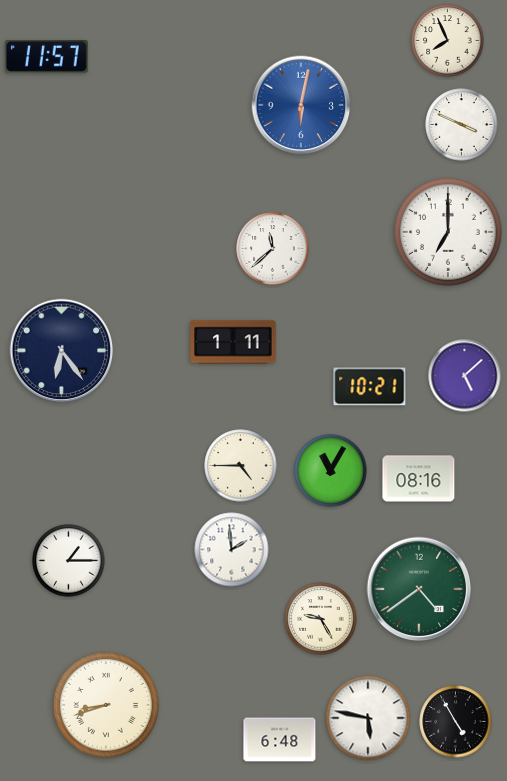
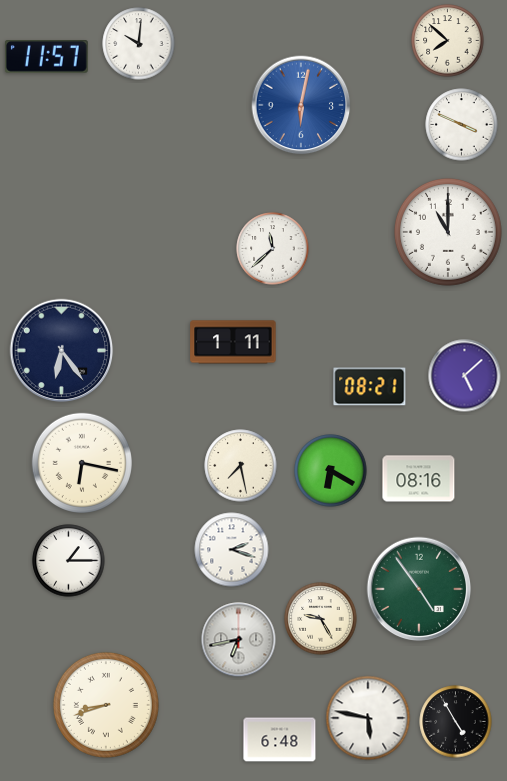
clock at (448, 41): 7:56 -> 7:52
clock at (139, 44): none -> 10:01
clock at (448, 232): 7:00 -> 11:00
clock at (370, 387): 10:21 -> 08:21
clock at (82, 463): none -> 6:17
clock at (241, 466): 4:45 -> 7:28
clock at (331, 471): 11:05 -> 6:20
clock at (232, 550): 1:59 -> 2:18
clock at (419, 589): 4:39 -> 4:54
clock at (239, 640): none -> 6:43
